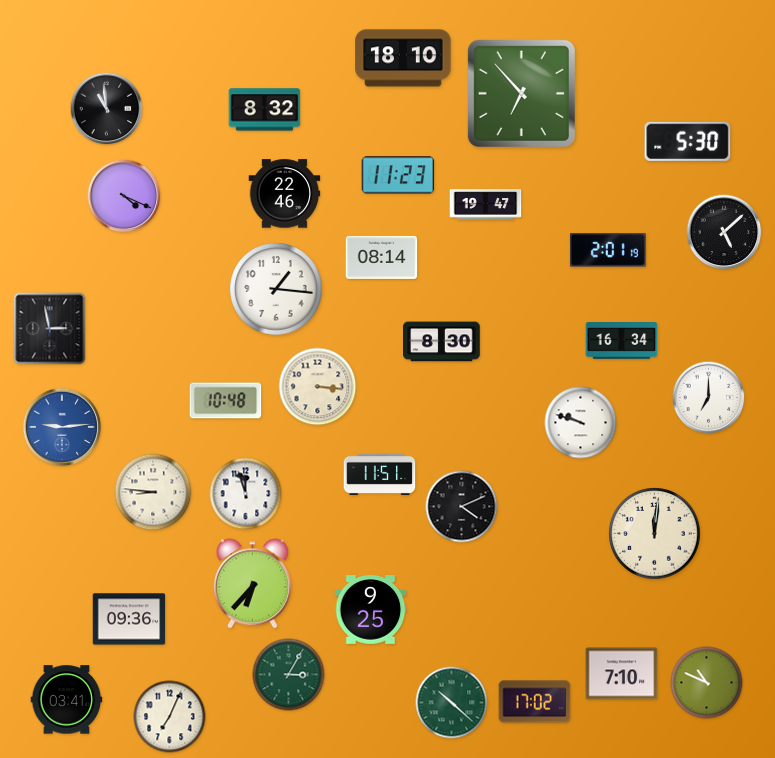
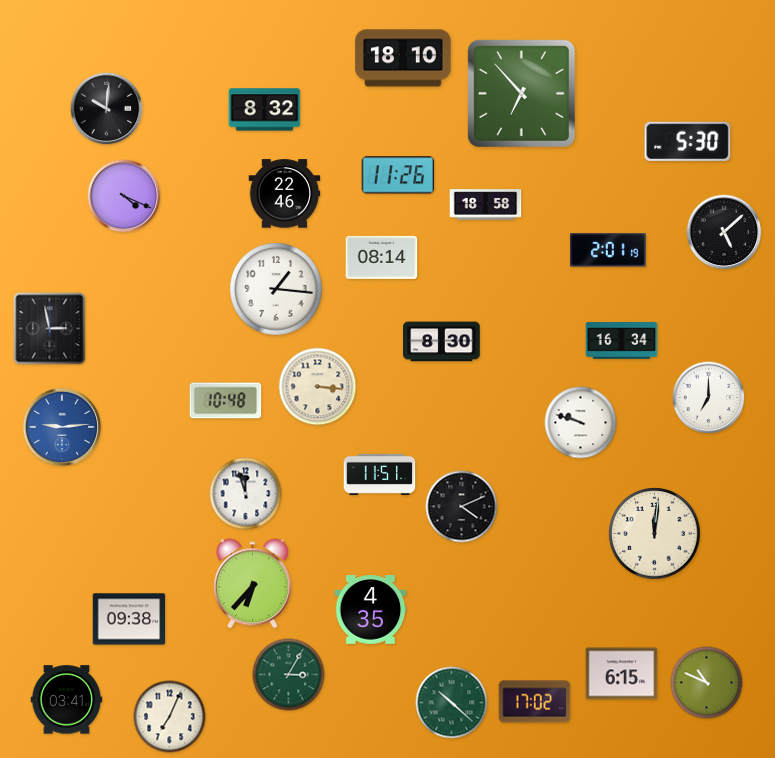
clock at (107, 109): 10:59 -> 10:01
clock at (398, 175): 11:23 -> 11:26
clock at (486, 205): 19:47 -> 18:58
clock at (153, 492): 8:46 -> none
clock at (371, 610): 9:25 -> 4:35
clock at (129, 619): 09:36 -> 09:38
clock at (622, 674): 7:10 -> 6:15
